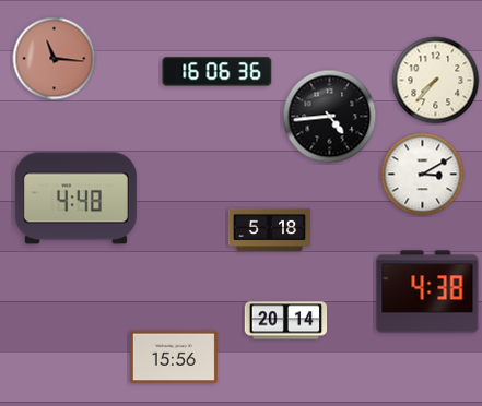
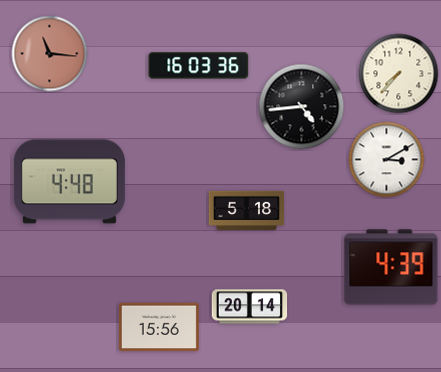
clock at (218, 72): 16:06 -> 16:03
clock at (427, 291): 4:38 -> 4:39
clock at (286, 321) position: (286, 321) -> (250, 307)
